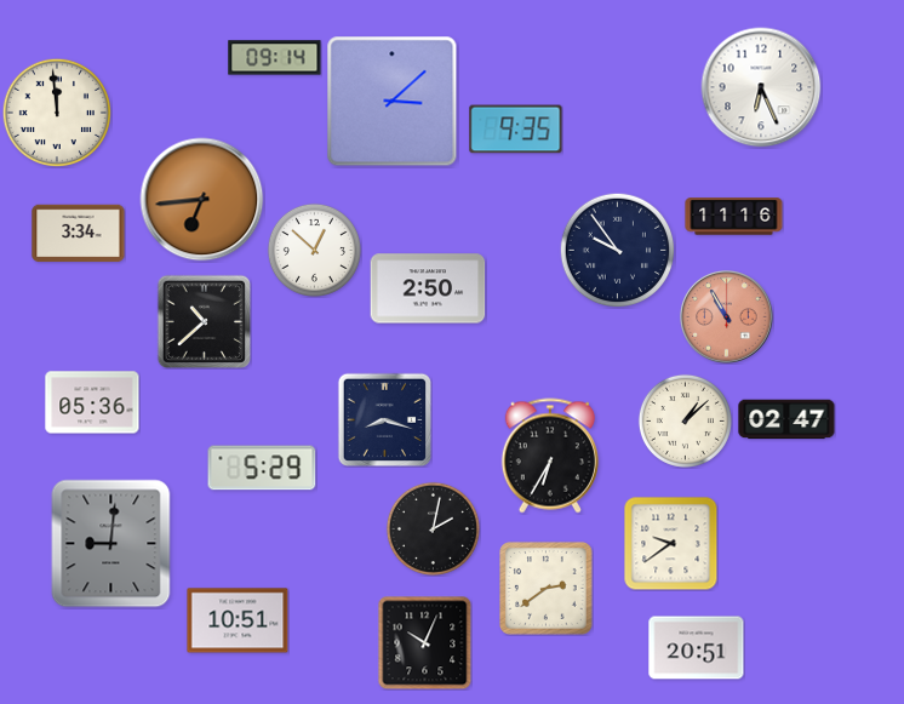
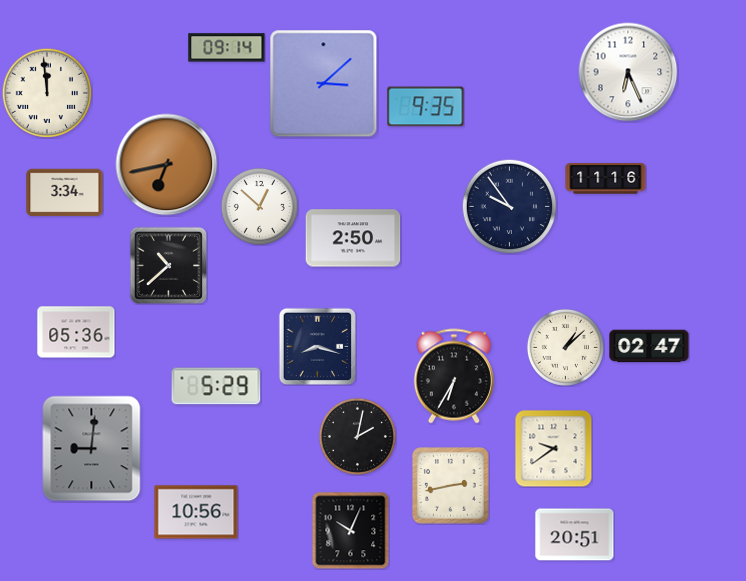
clock at (202, 200): 6:44 -> 6:43
clock at (727, 317): 10:55 -> none
clock at (547, 589): 2:39 -> 2:43
clock at (238, 620): 10:51 -> 10:56
